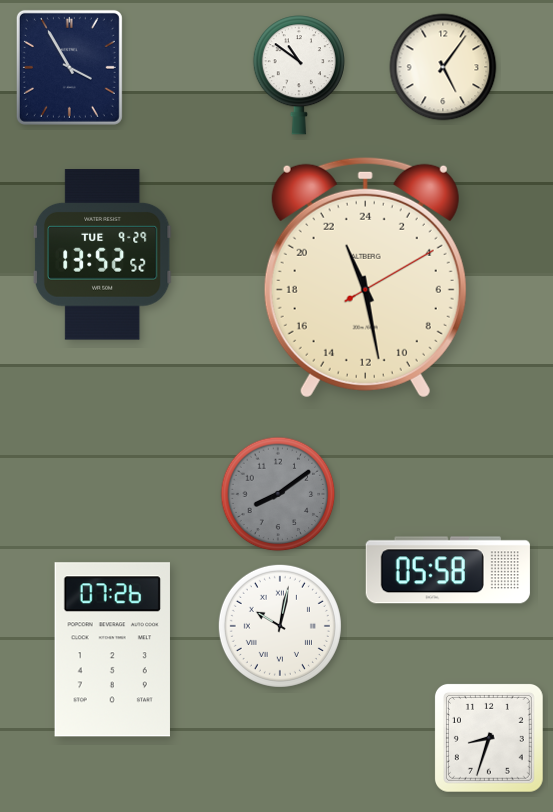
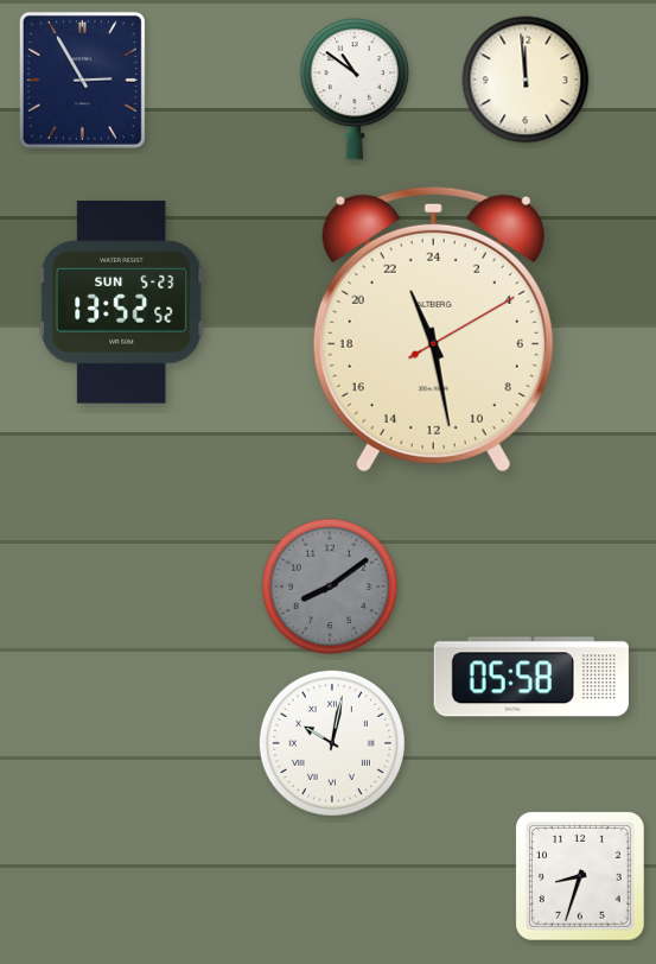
clock at (69, 67): 3:55 -> 2:55
clock at (443, 67): 5:06 -> 11:59
clock at (102, 255) date: TUE 9-29 -> SUN 5-23
clock at (112, 650): 07:26 -> none
